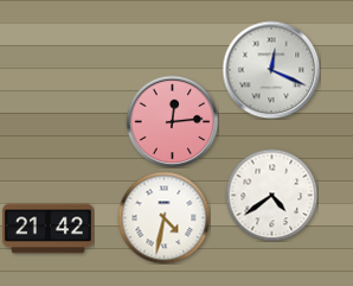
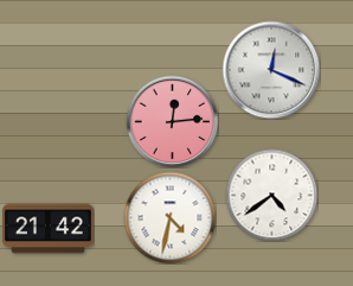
clock at (163, 217) position: (163, 217) -> (169, 217)
